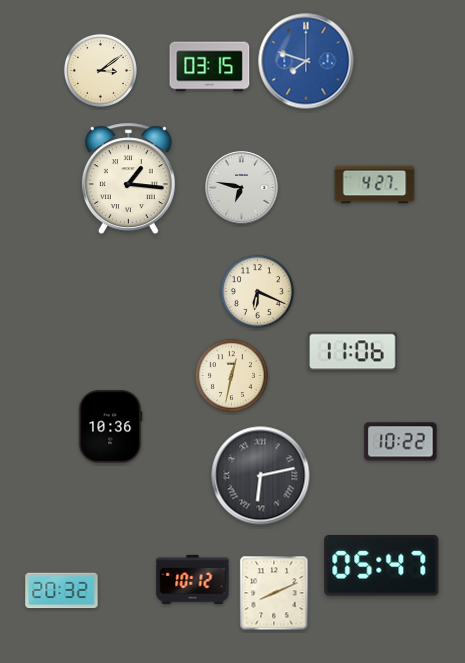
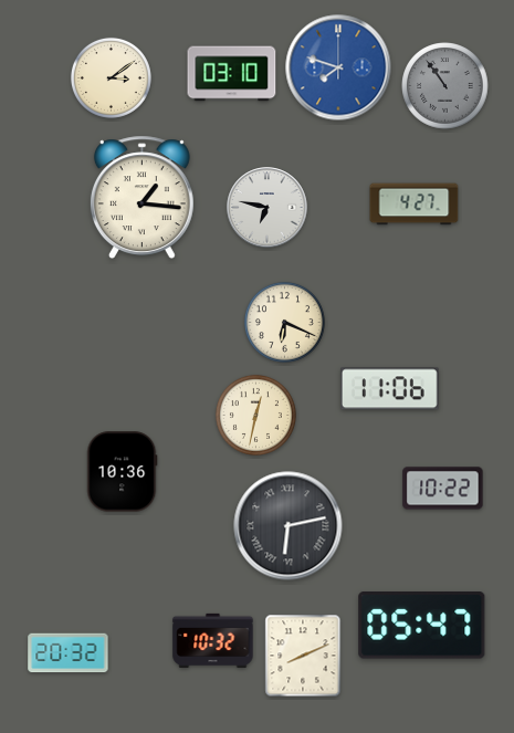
clock at (210, 67): 03:15 -> 03:10
clock at (445, 86): none -> 10:54
clock at (193, 579): 10:12 -> 10:32
